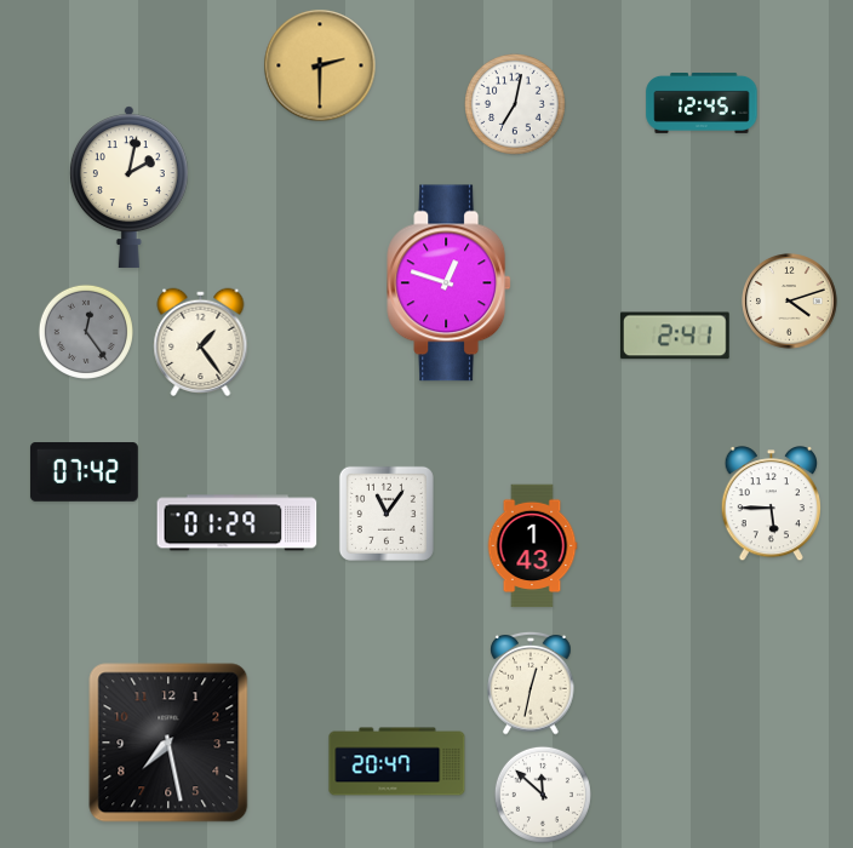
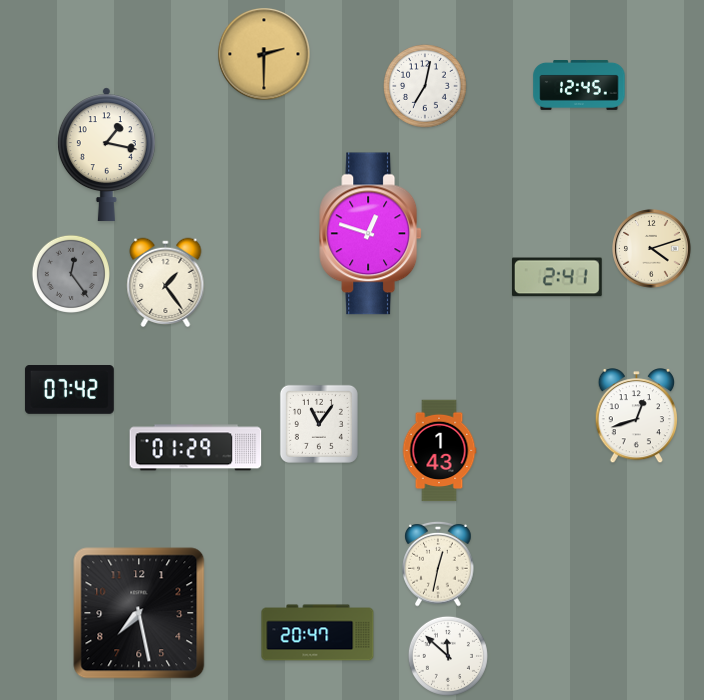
clock at (128, 188): 2:02 -> 1:17
clock at (771, 504): 5:45 -> 12:42
clock at (237, 523) position: (237, 523) -> (196, 448)
clock at (397, 762) position: (397, 762) -> (318, 633)
